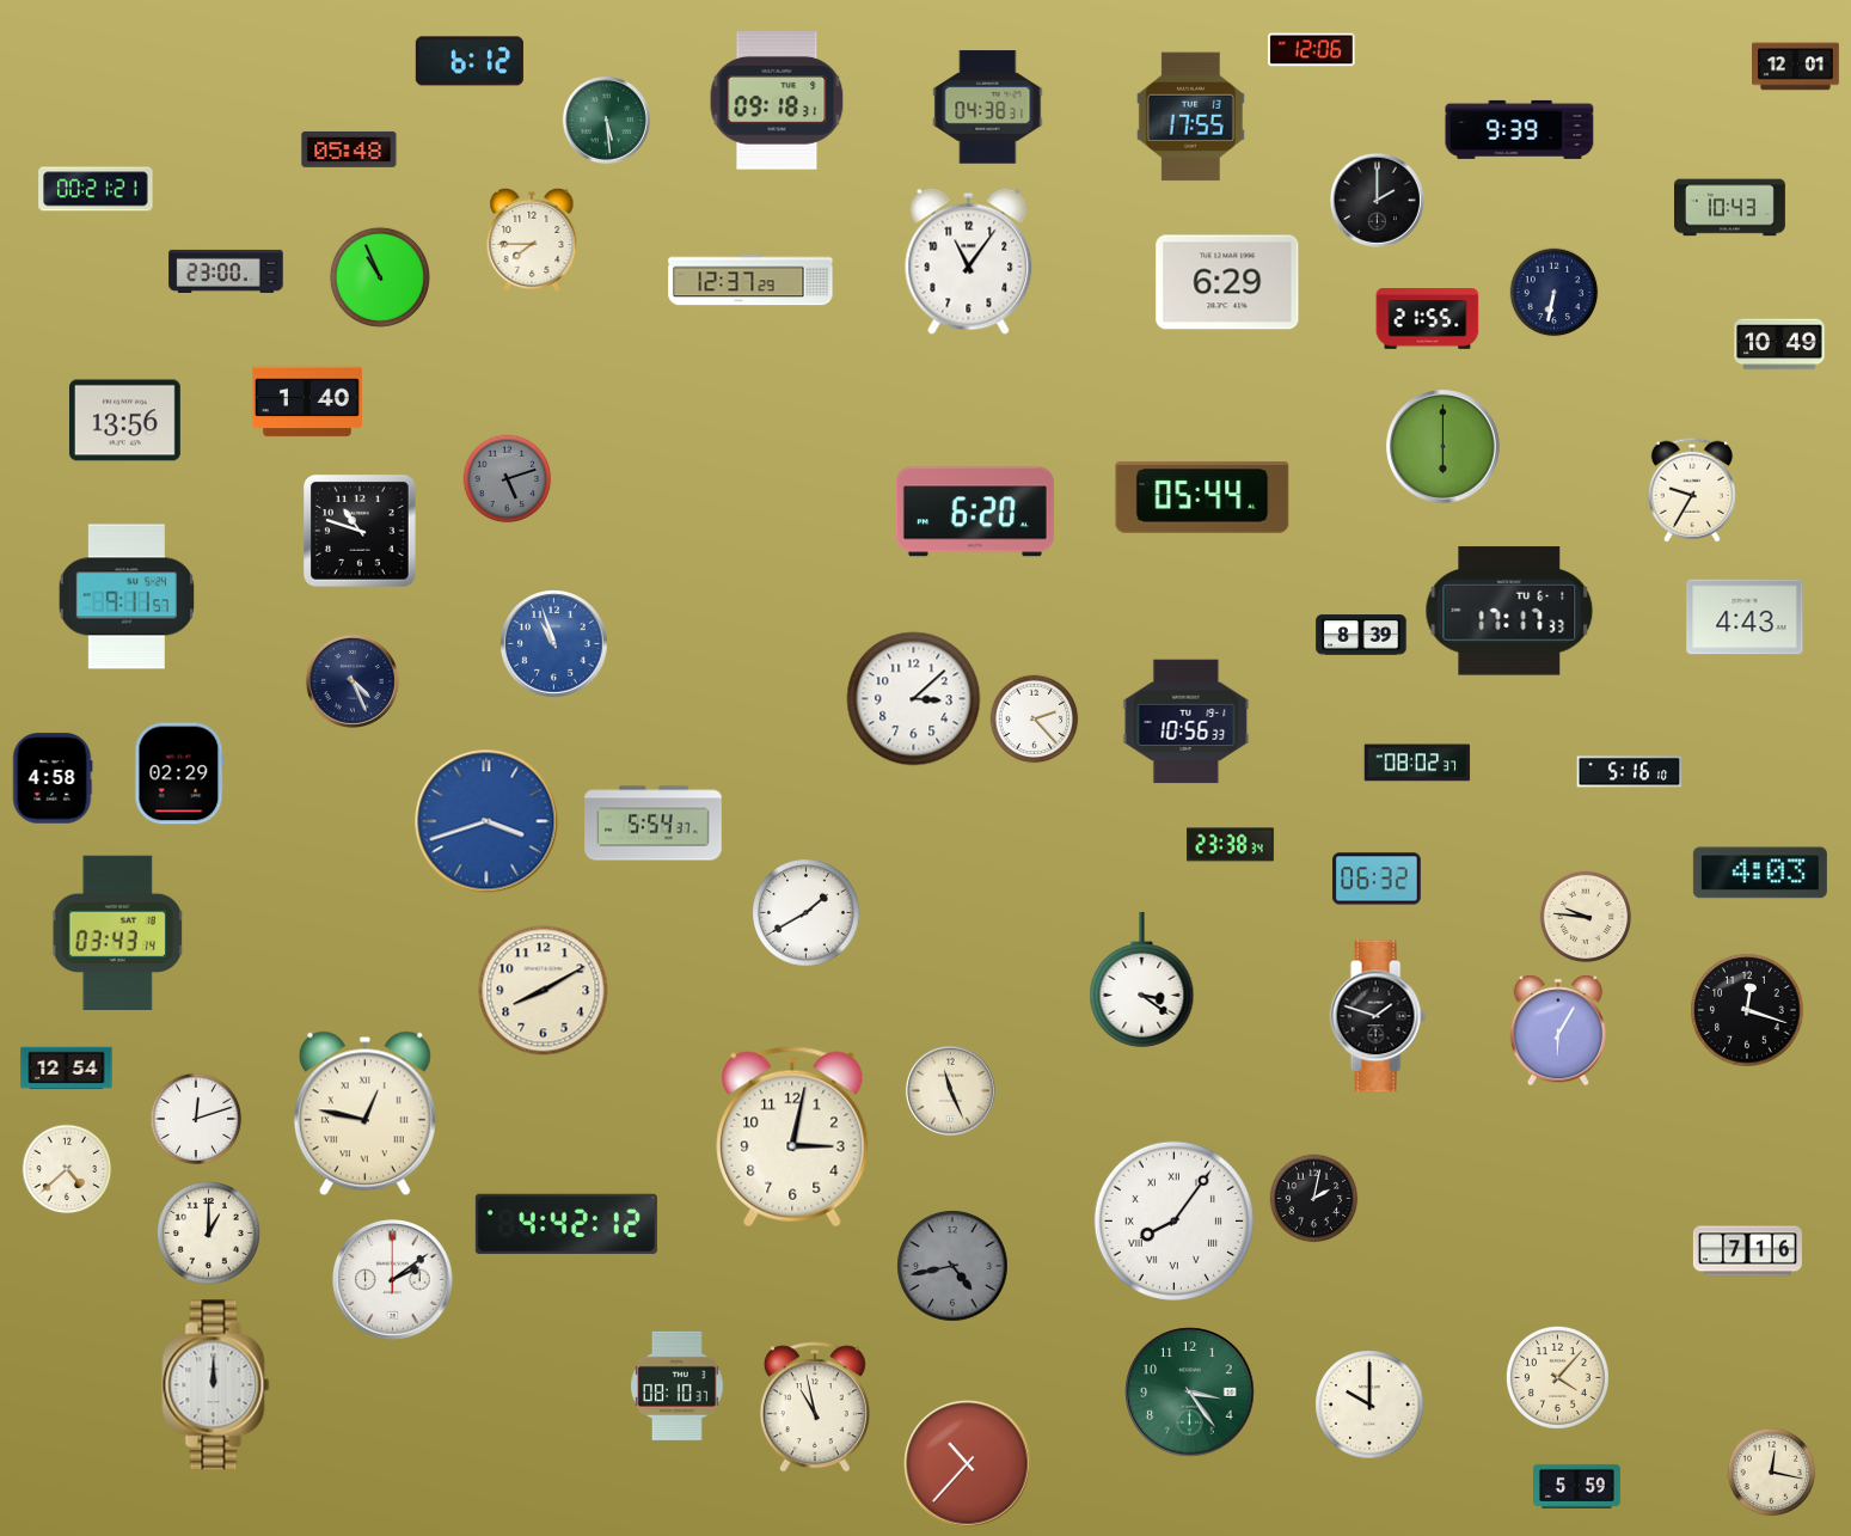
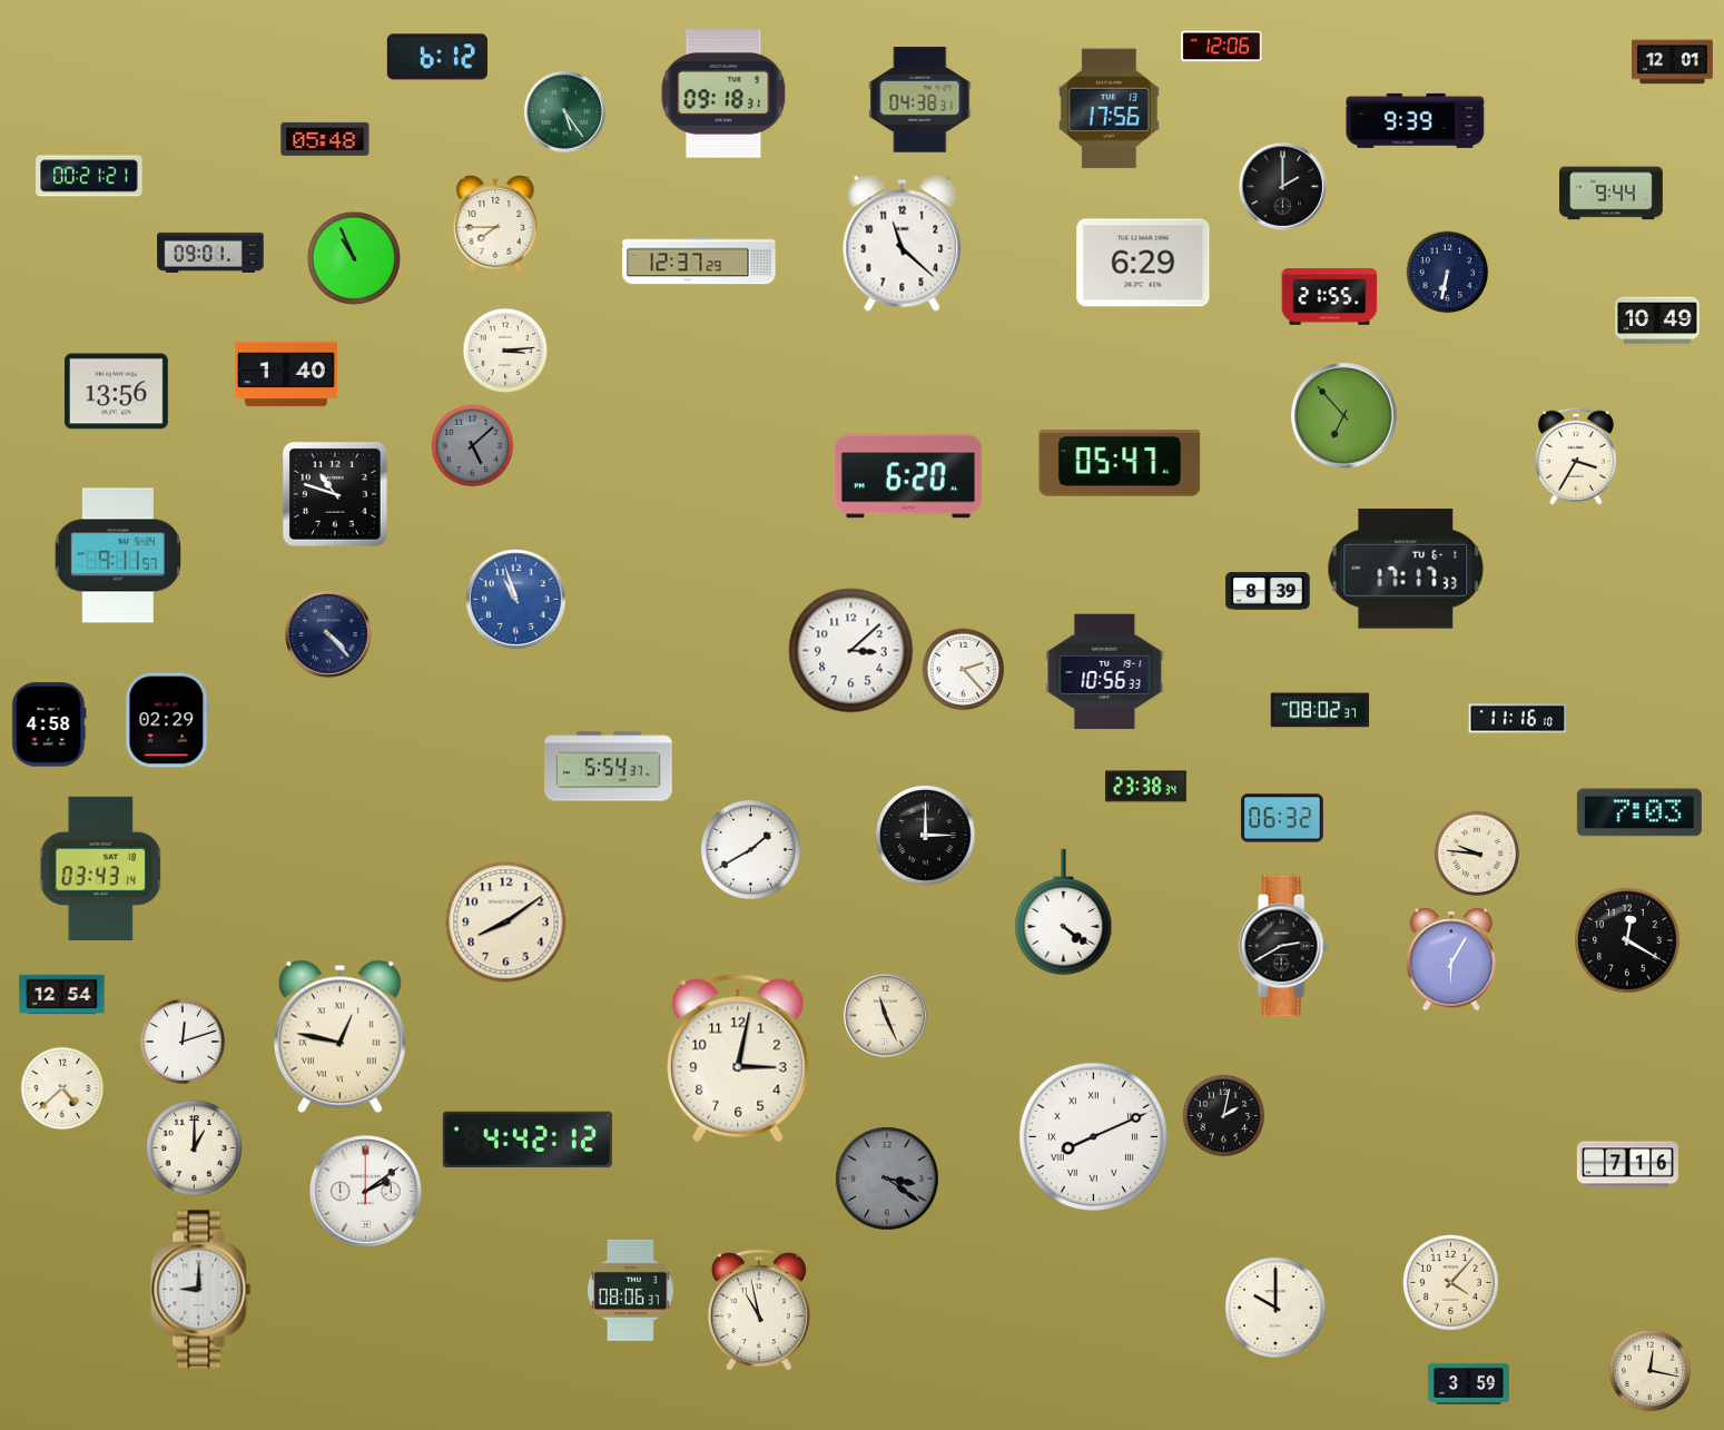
clock at (1190, 117): 17:55 -> 17:56
clock at (606, 120): 5:29 -> 5:24
clock at (1730, 208): 10:43 -> 9:44
clock at (969, 261): 11:06 -> 11:22
clock at (226, 271): 23:00 -> 09:01
clock at (505, 351): none -> 3:14
clock at (1444, 447): 6:00 -> 6:53
clock at (508, 479): 5:12 -> 5:08
clock at (1692, 490): 9:35 -> 3:35
clock at (1202, 497): 05:44 -> 05:47
clock at (1745, 617): 4:43 -> none
clock at (353, 681): 4:26 -> 4:23
clock at (1630, 772): 5:16 -> 11:16
clock at (486, 821): 3:42 -> none
clock at (1760, 873): 4:03 -> 7:03
clock at (926, 836): none -> 3:00
clock at (117, 932) position: (117, 932) -> (100, 868)
clock at (1142, 979): 3:21 -> 4:21
clock at (544, 991): 8:10 -> 8:09
clock at (1747, 1010): 12:18 -> 12:20
clock at (1378, 1016): 1:48 -> 2:40
clock at (1173, 1220): 8:06 -> 8:11
clock at (952, 1266): 4:43 -> 3:21
clock at (216, 1385): 12:00 -> 9:00
clock at (678, 1385): 08:10 -> 08:06
clock at (1190, 1393): 3:24 -> none
clock at (968, 1464): 10:37 -> none
clock at (1577, 1486): 5:59 -> 3:59
